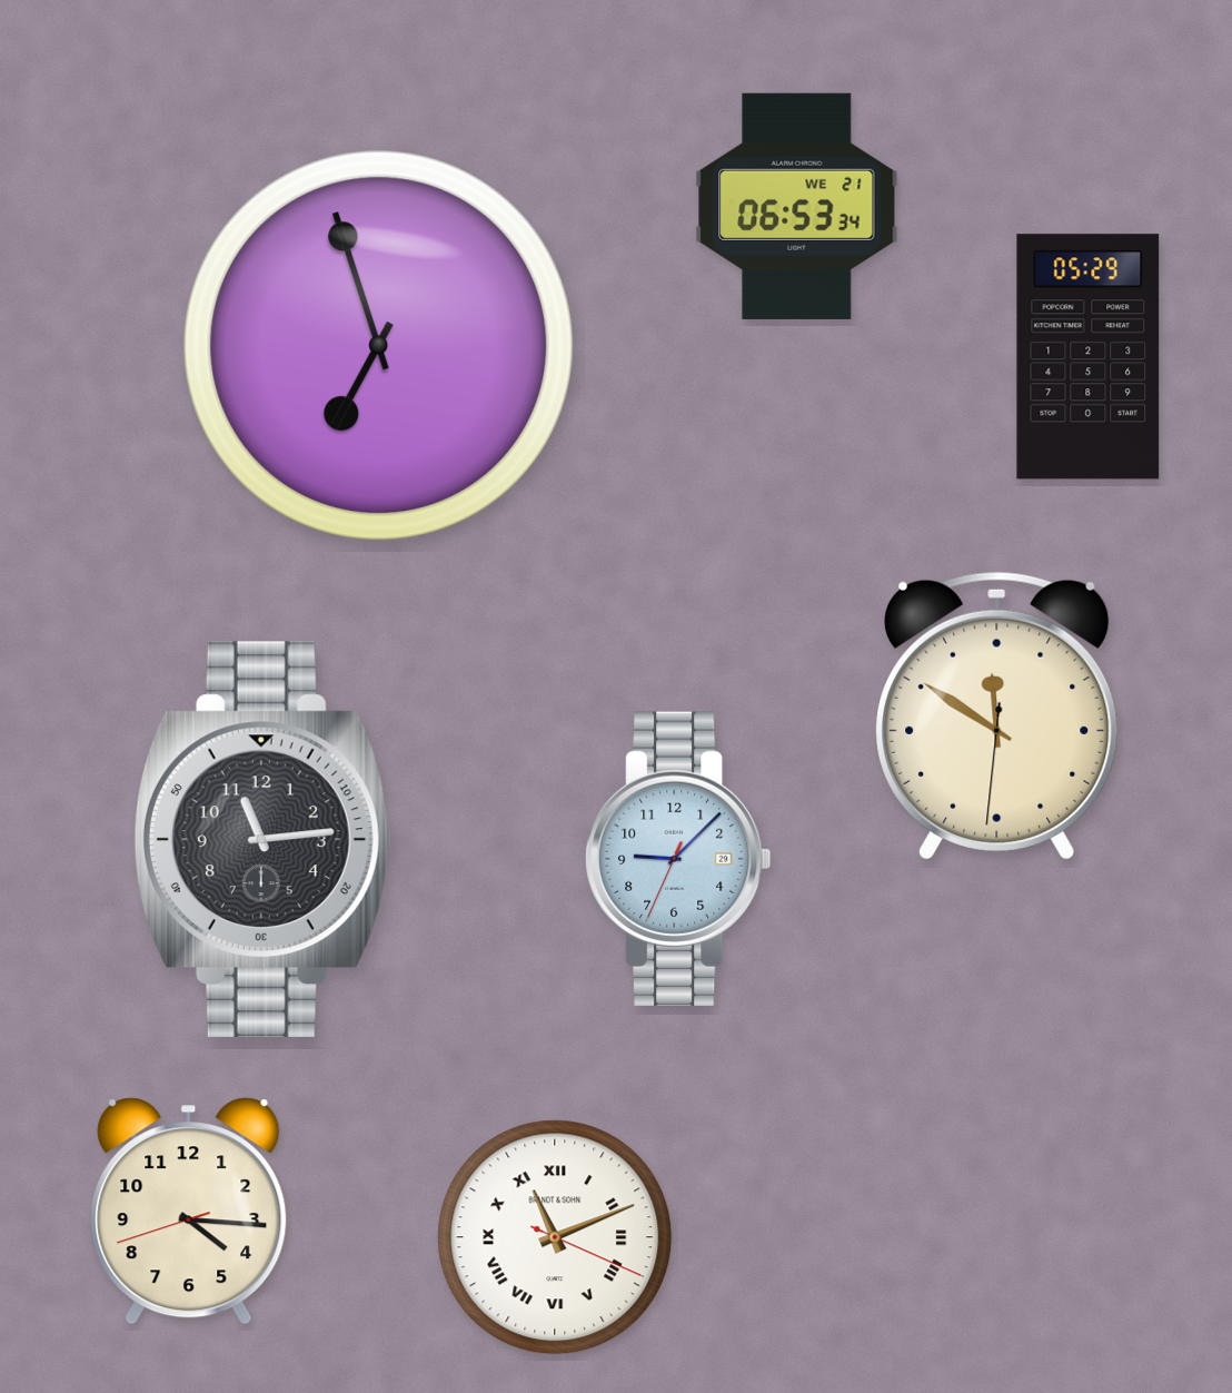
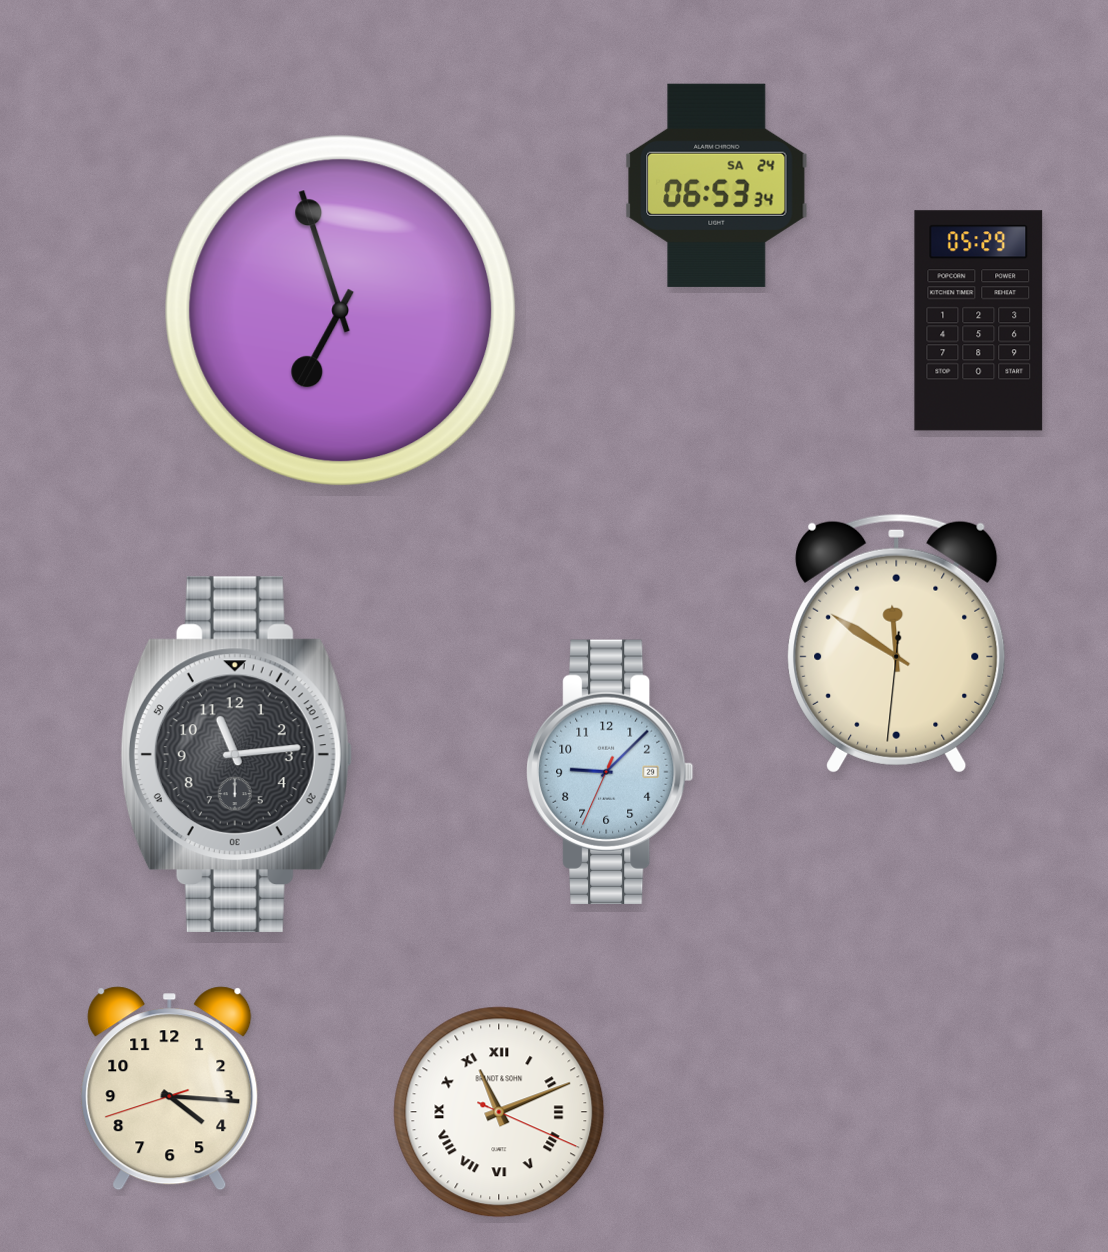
clock at (797, 206) date: WE 21 -> SA 24
